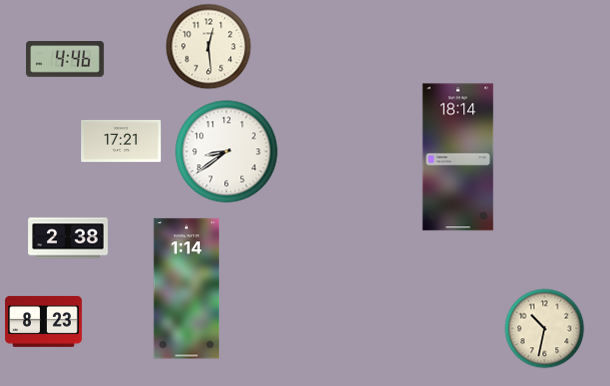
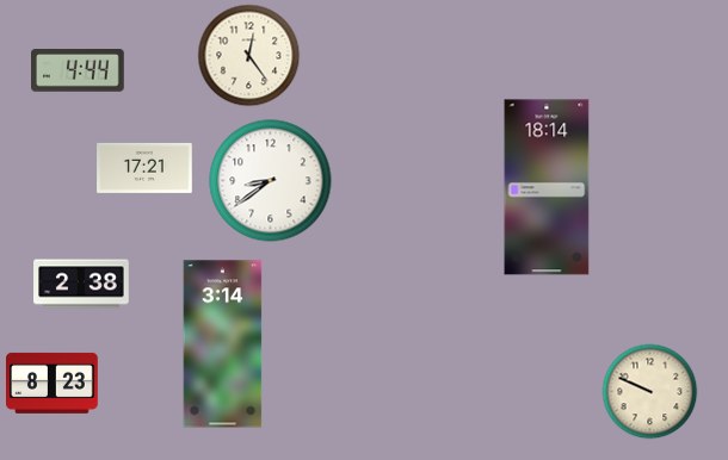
clock at (208, 46): 12:29 -> 12:24
clock at (66, 60): 4:46 -> 4:44
clock at (187, 289): 1:14 -> 3:14
clock at (544, 328): 10:32 -> 9:49
